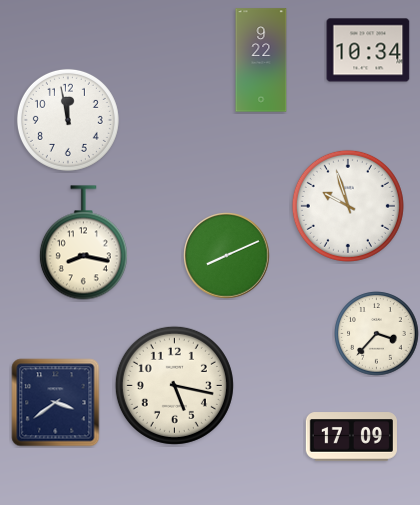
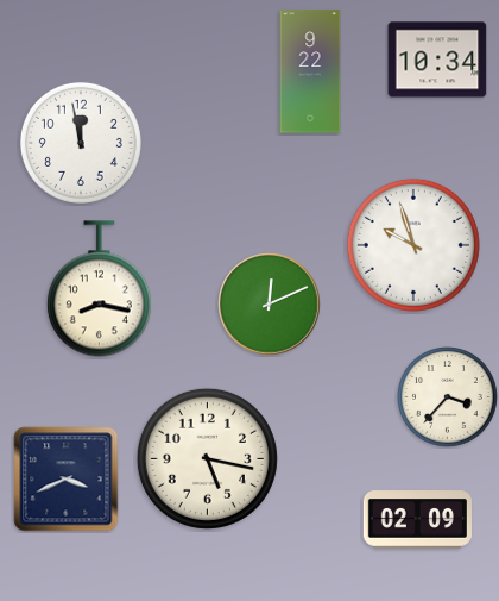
clock at (227, 256): 8:11 -> 12:11
clock at (56, 403): 3:39 -> 3:41
clock at (351, 437): 17:09 -> 02:09
